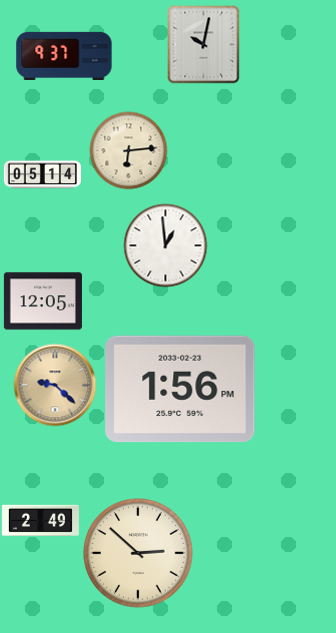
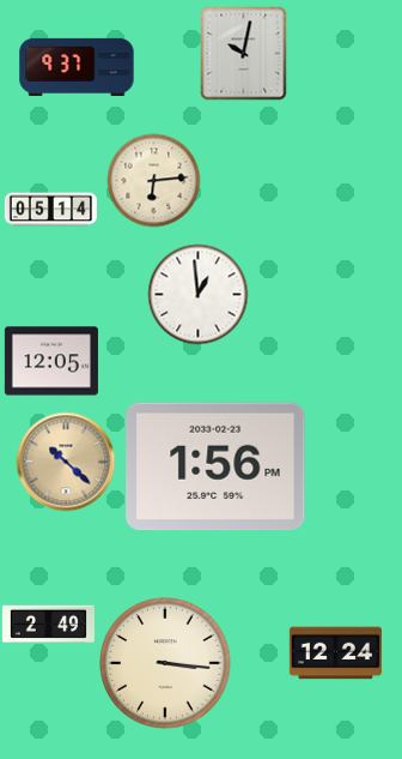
clock at (55, 385): 9:22 -> 10:22
clock at (335, 653): none -> 12:24
clock at (138, 553): 2:52 -> 3:16
